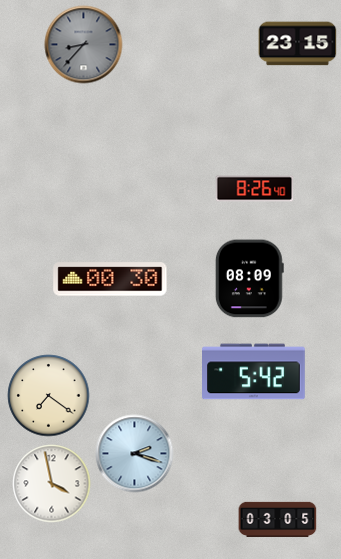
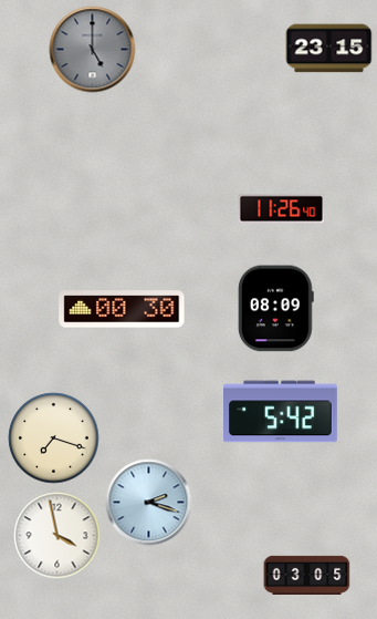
clock at (83, 44): 8:37 -> 5:00
clock at (254, 189): 8:26 -> 11:26
clock at (48, 395): 7:21 -> 7:18
